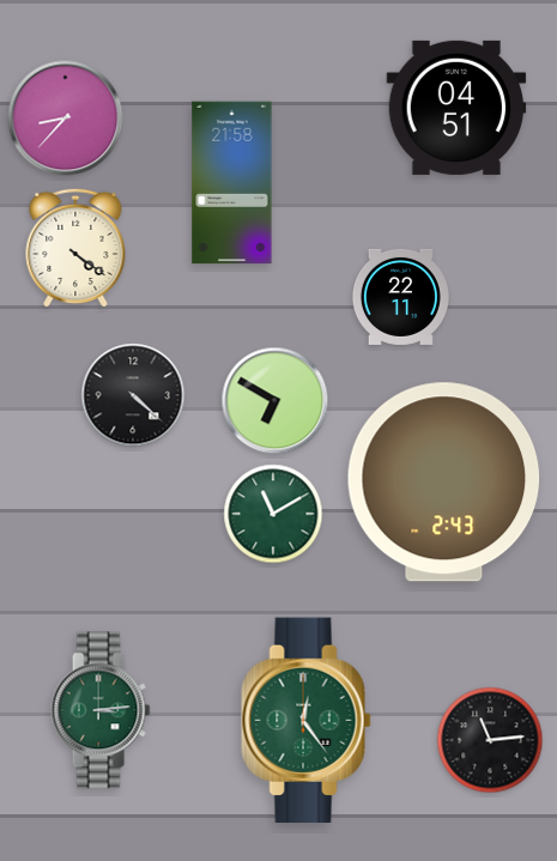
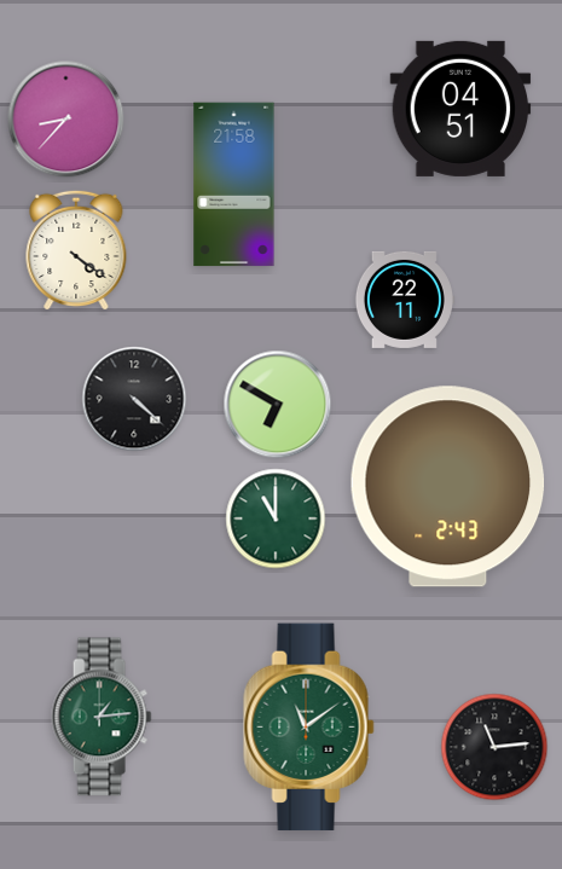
clock at (273, 514): 11:10 -> 11:00
clock at (101, 710): 3:14 -> 1:14
clock at (307, 721): 12:24 -> 11:09
